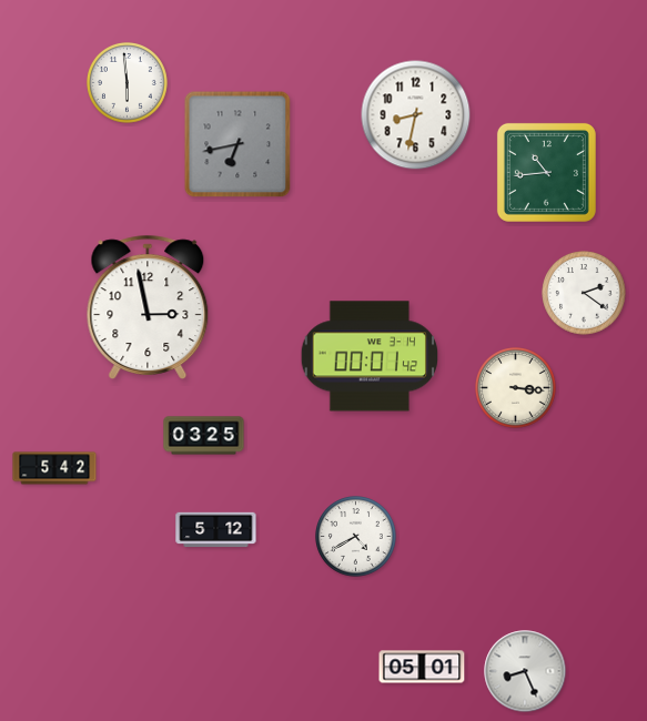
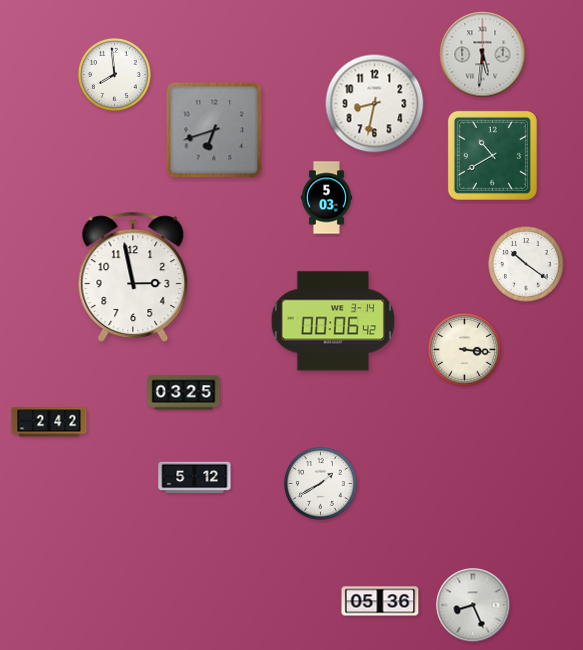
clock at (483, 55): none -> 5:31
clock at (128, 83): 5:59 -> 7:59
clock at (237, 144): 6:43 -> 6:42
clock at (546, 172): 10:44 -> 10:40
clock at (326, 198): none -> 5:03
clock at (584, 293): 2:21 -> 10:21
clock at (368, 356): 00:01 -> 00:06
clock at (54, 468): 5:42 -> 2:42
clock at (356, 537): 4:40 -> 1:40
clock at (422, 667): 05:01 -> 05:36
